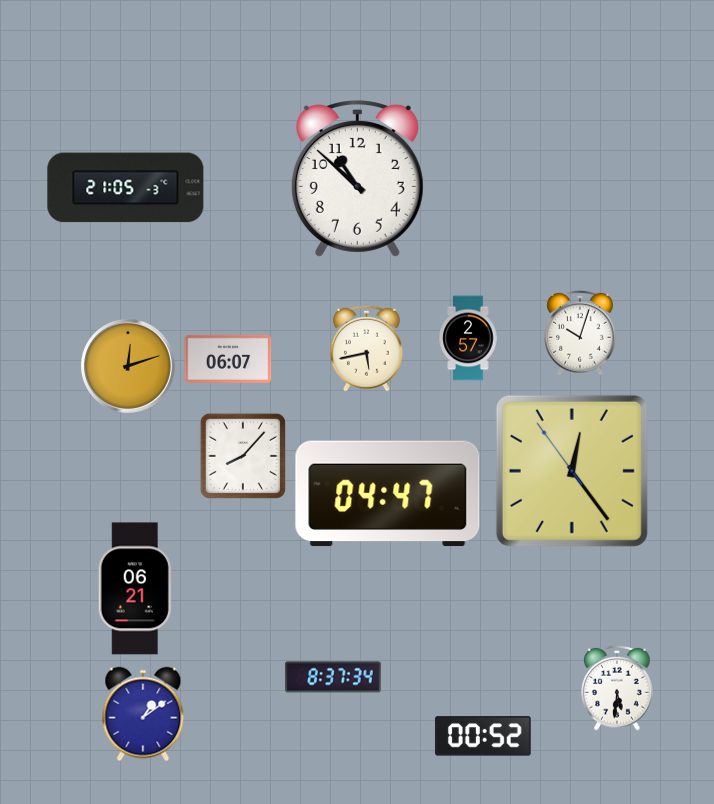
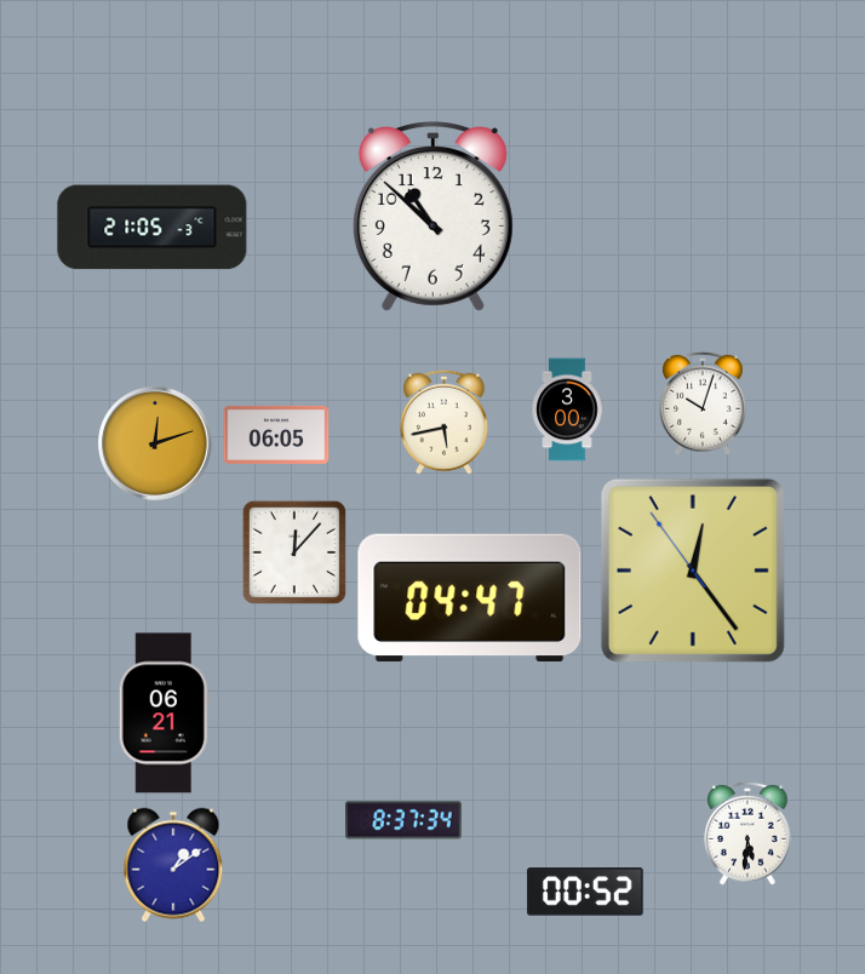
clock at (468, 338): 2:57 -> 3:00
clock at (228, 359): 06:07 -> 06:05
clock at (243, 456): 8:07 -> 12:07
